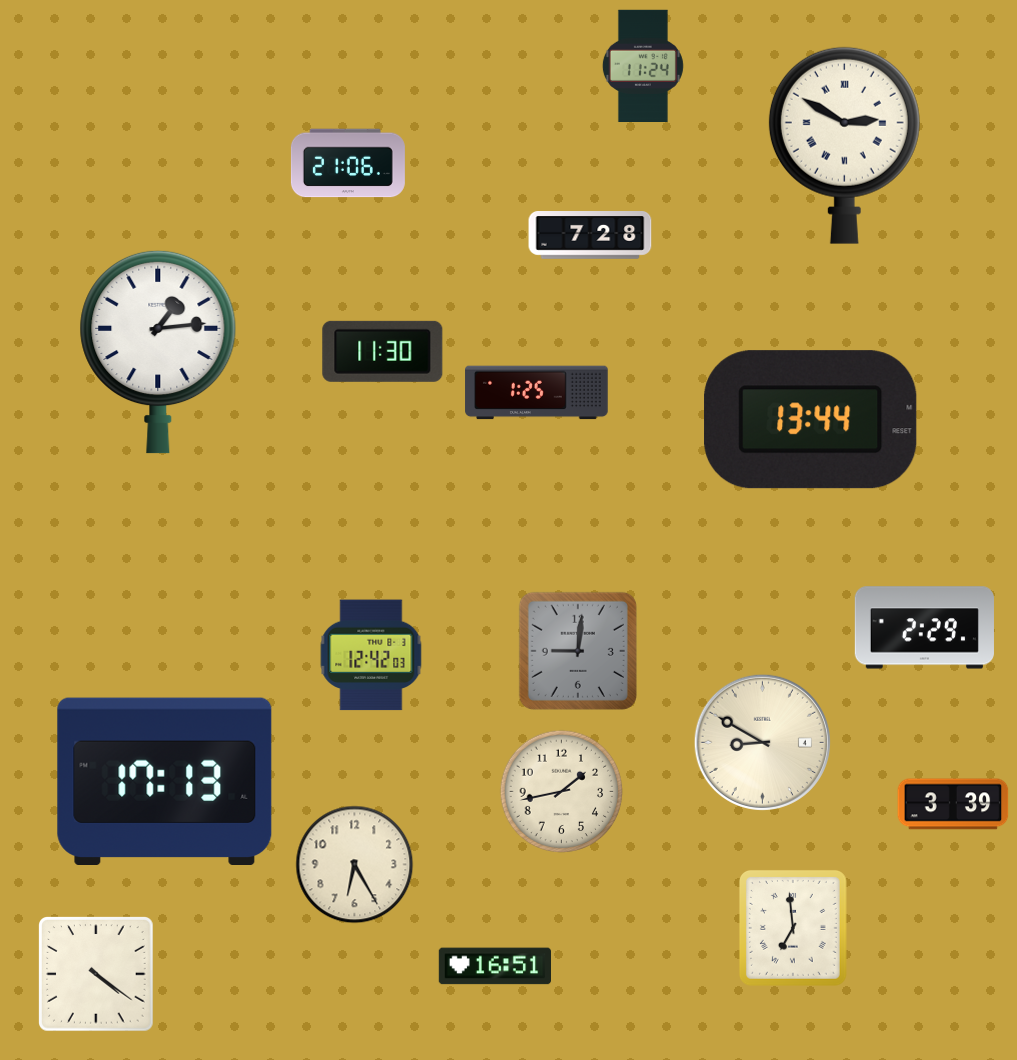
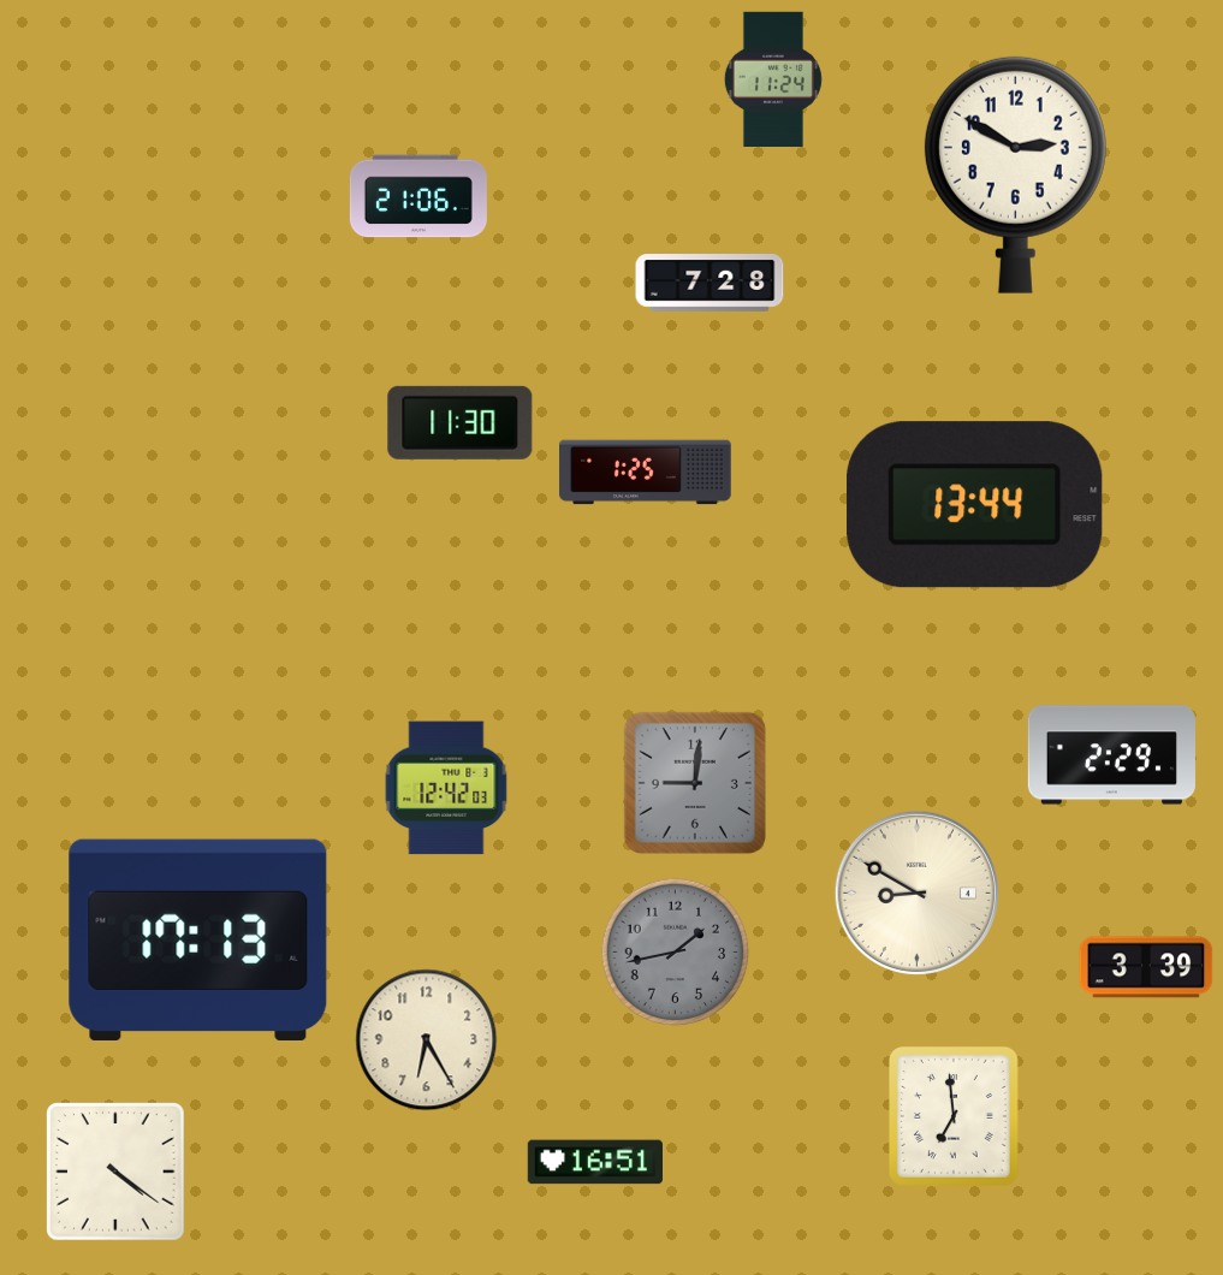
clock at (844, 145) numerals: Roman -> Arabic
clock at (158, 352): 1:14 -> none
clock at (562, 792) dial: cream -> grey
